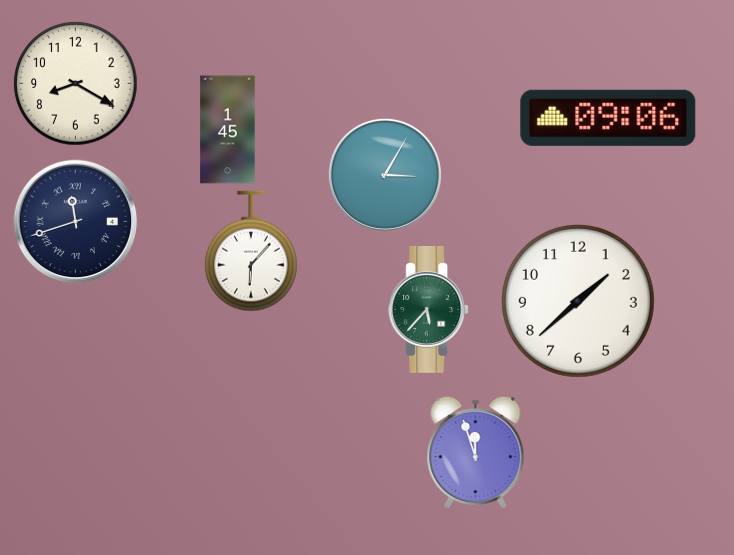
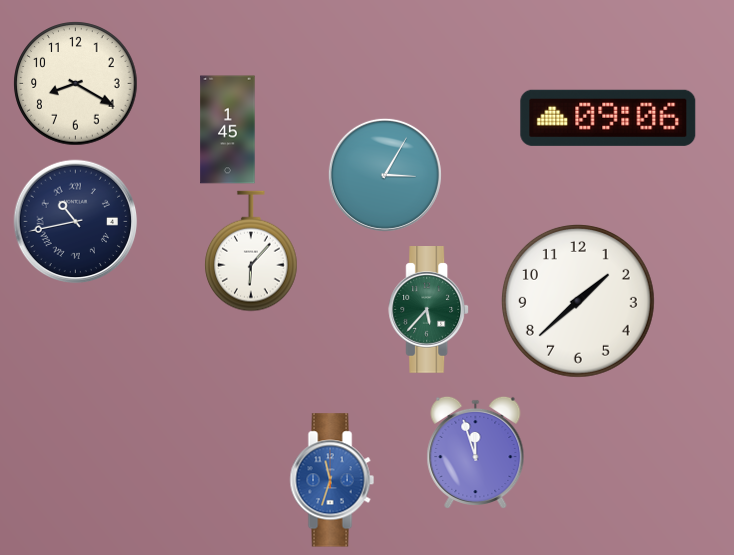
clock at (76, 222): 11:42 -> 10:43
clock at (332, 480): none -> 11:33
